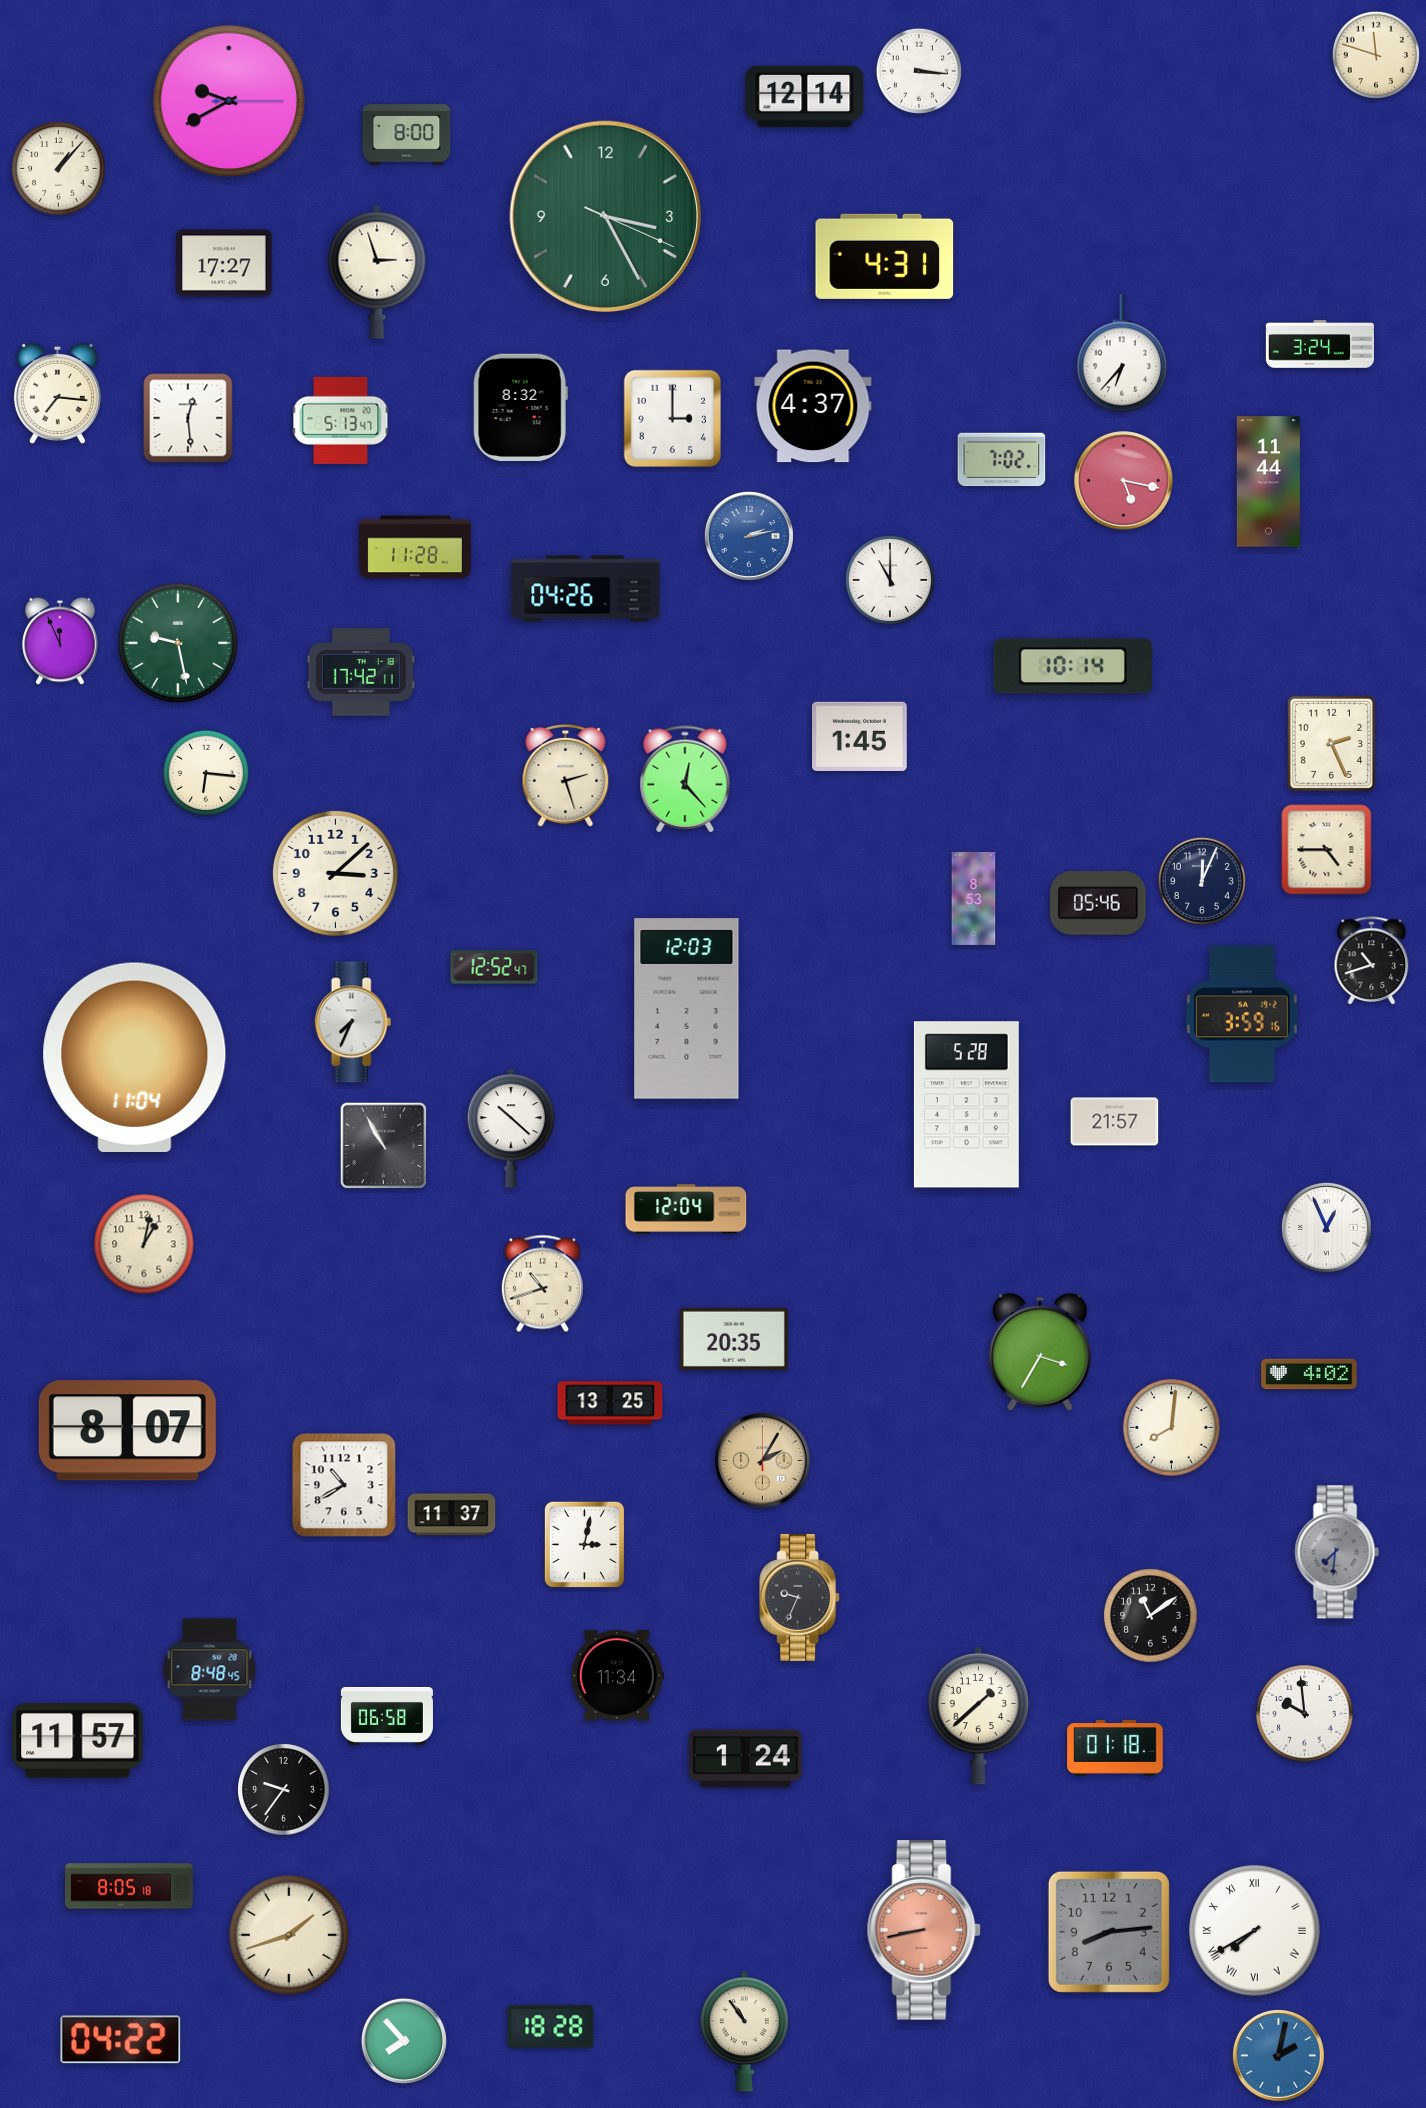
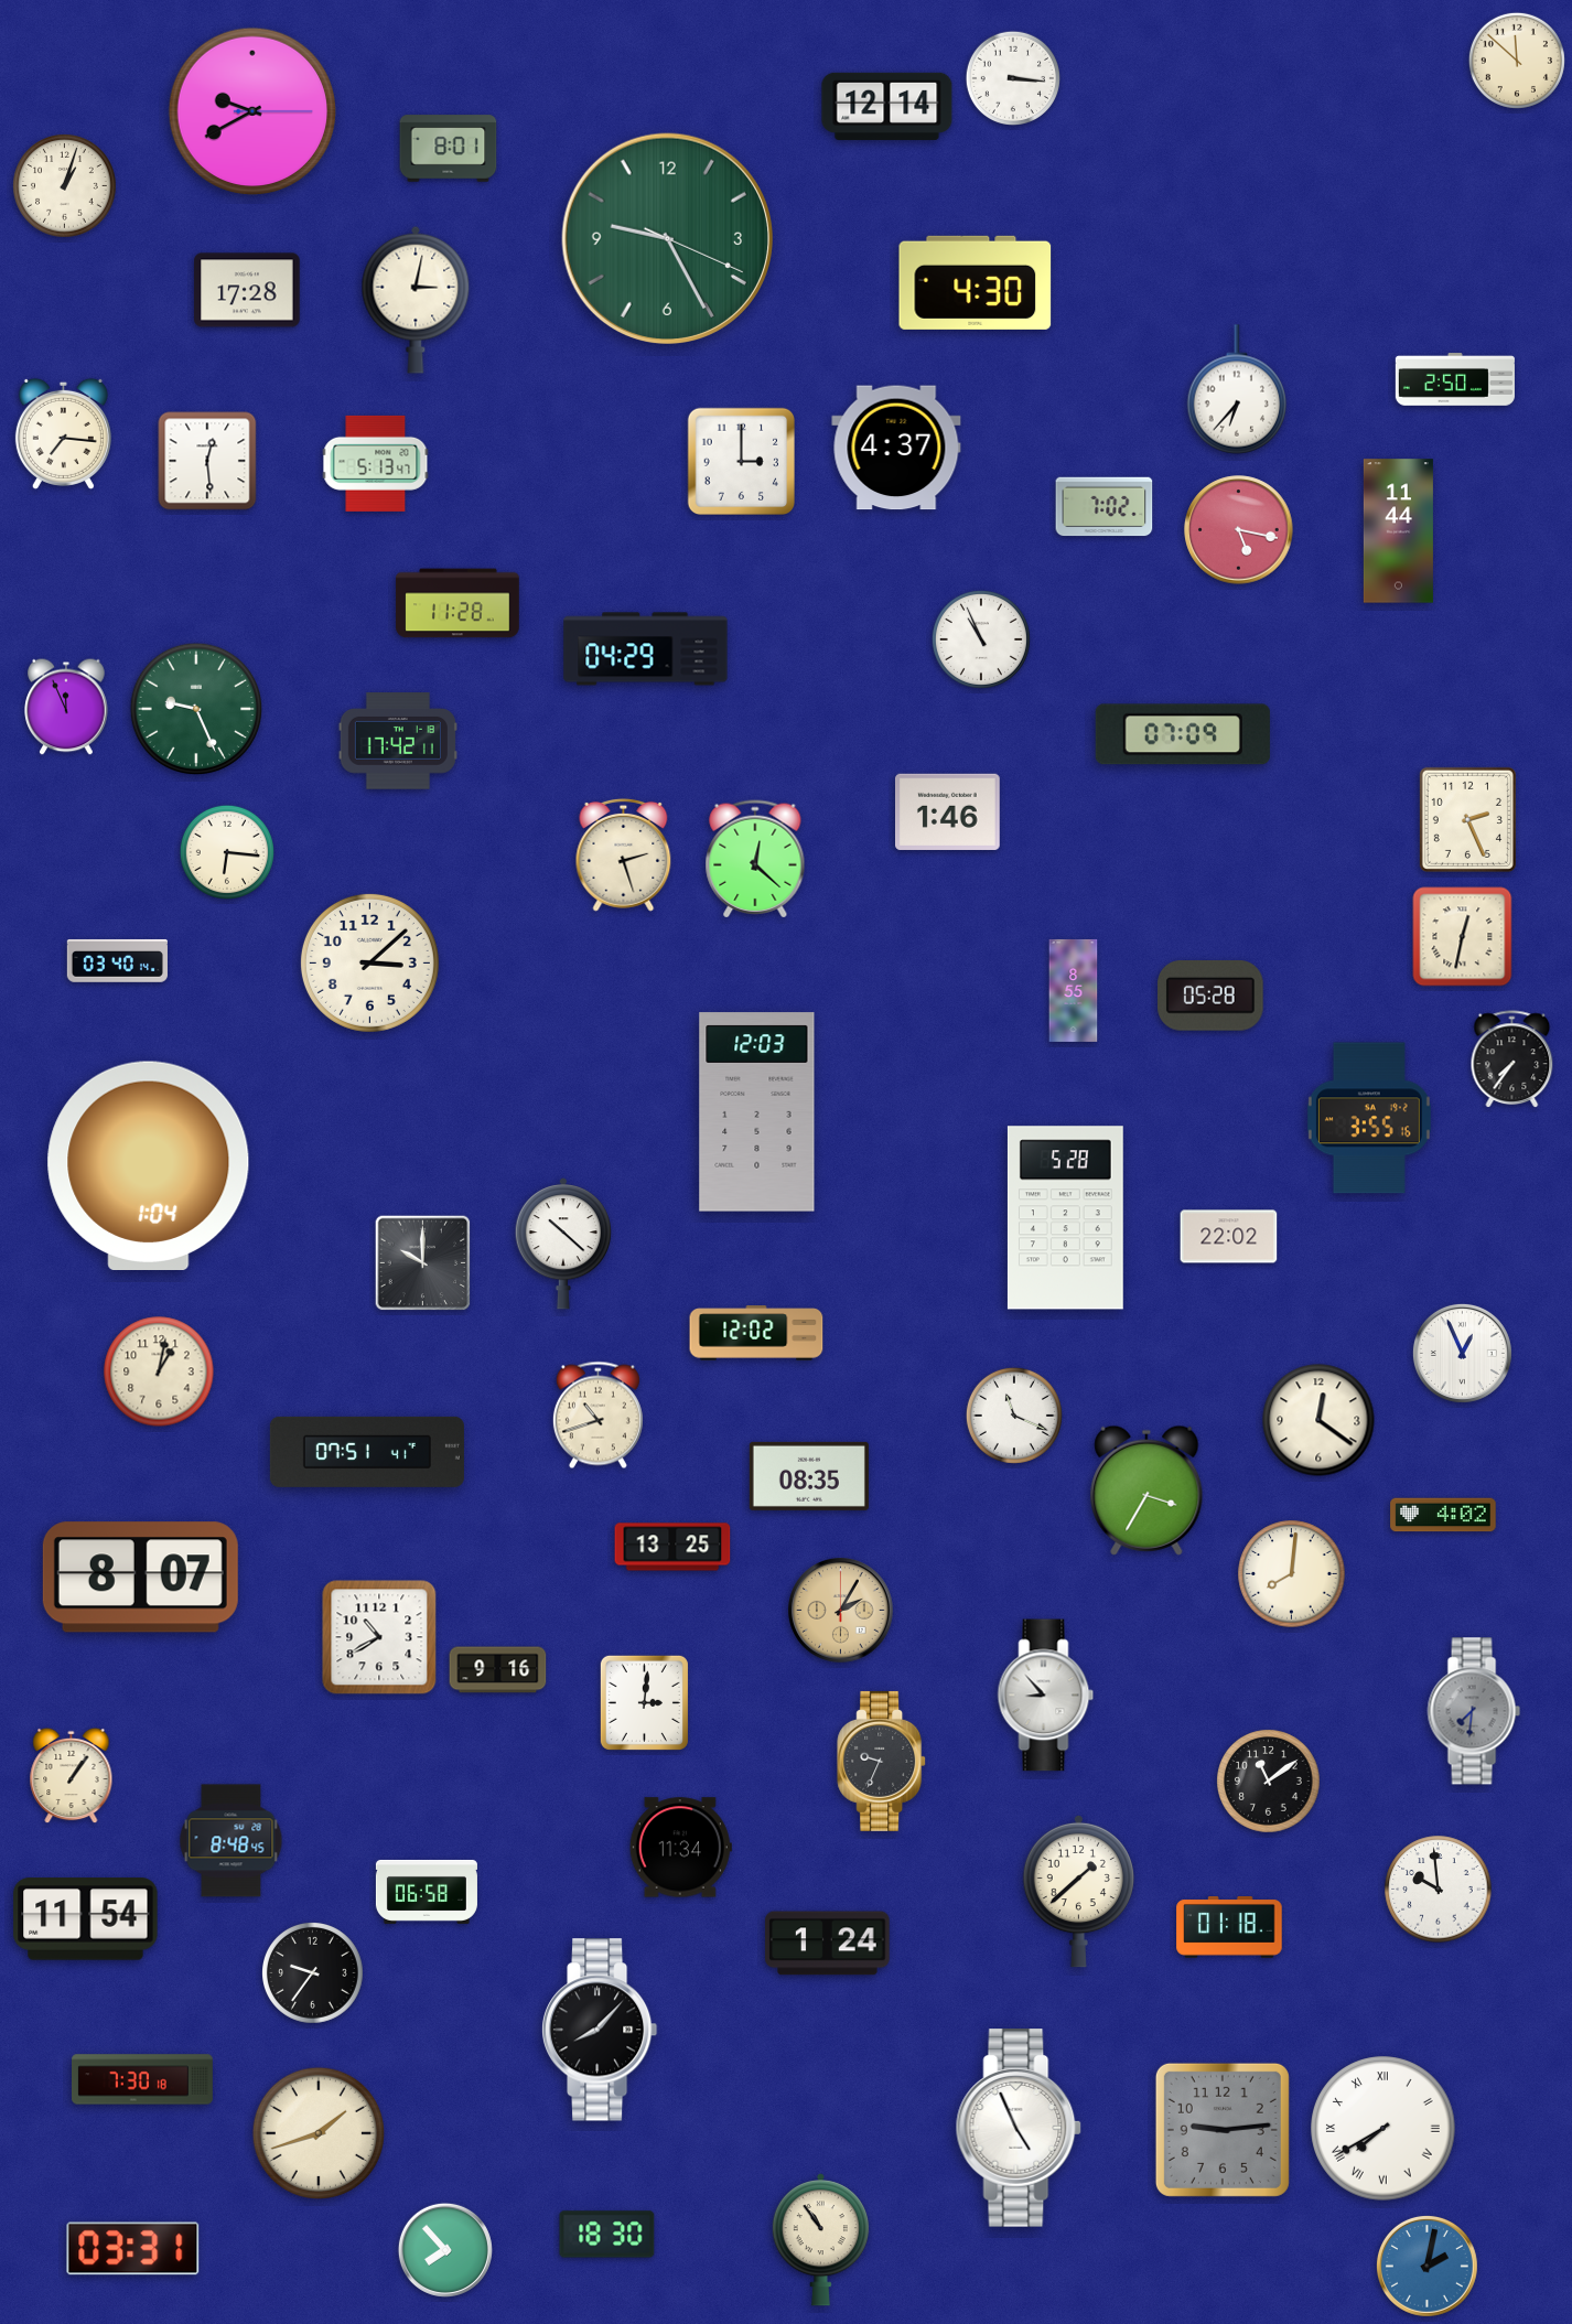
clock at (1376, 55): 11:48 -> 11:52
clock at (407, 135): 8:00 -> 8:01
clock at (59, 169): 1:07 -> 1:03
clock at (605, 216): 3:25 -> 9:25
clock at (885, 256): 4:31 -> 4:30
clock at (224, 263): 17:27 -> 17:28
clock at (377, 272): 2:57 -> 3:02
clock at (1320, 344): 3:24 -> 2:50
clock at (520, 407): 8:32 -> none
clock at (749, 536): 2:13 -> none
clock at (890, 580): 11:00 -> 10:56
clock at (586, 589): 04:26 -> 04:29
clock at (177, 642): 9:28 -> 9:26
clock at (1073, 666): 10:14 -> 07:09
clock at (860, 736): 1:45 -> 1:46
clock at (685, 779): 12:23 -> 12:22
clock at (1327, 850): 4:45 -> 12:32
clock at (117, 961): none -> 03:40
clock at (1202, 881): 12:04 -> none
clock at (974, 898): 8:53 -> 8:55
clock at (1098, 903): 05:46 -> 05:28
clock at (1372, 961): 10:42 -> 7:36
clock at (494, 967): 12:52 -> none
clock at (1242, 1014): 3:59 -> 3:55
clock at (353, 1022): 7:34 -> none
clock at (135, 1057): 11:04 -> 1:04
clock at (1115, 1122): 21:57 -> 22:02
clock at (384, 1146): 10:55 -> 10:00
clock at (686, 1209): 12:04 -> 12:02
clock at (1014, 1416): none -> 11:19
clock at (1318, 1420): none -> 12:21
clock at (367, 1452): none -> 07:51
clock at (734, 1339): 20:35 -> 08:35
clock at (452, 1515): 11:37 -> 9:16
clock at (1046, 1696): none -> 8:53
clock at (584, 1544): 3:02 -> 3:01
clock at (72, 1776): none -> 1:06
clock at (78, 1741): 11:57 -> 11:54
clock at (746, 1759) position: (746, 1759) -> (828, 1944)
clock at (600, 2030): none -> 8:07
clock at (130, 1886): 8:05 -> 7:30
clock at (924, 1931): 8:43 -> 4:56
clock at (924, 1931) dial: salmon -> white
clock at (1109, 1932): 8:14 -> 9:14
clock at (551, 2027): 18:28 -> 18:30
clock at (121, 2040): 04:22 -> 03:31
clock at (1278, 2055) position: (1278, 2055) -> (1426, 2266)
